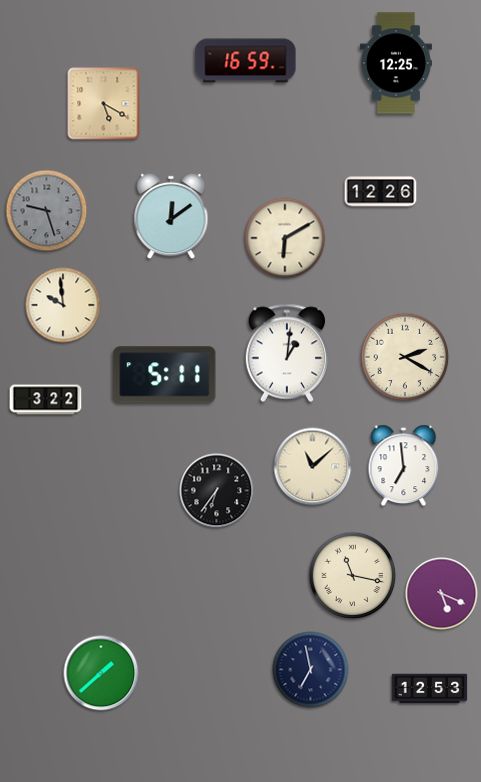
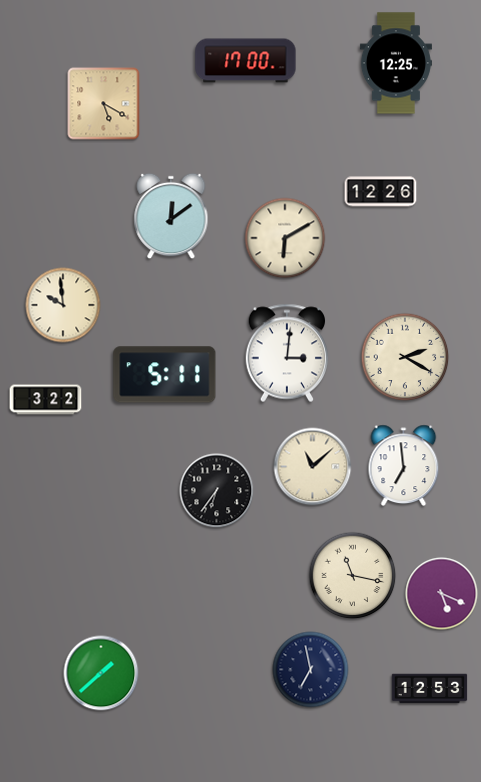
clock at (246, 61): 16:59 -> 17:00
clock at (47, 211): 9:27 -> none
clock at (287, 353): 1:01 -> 3:01
